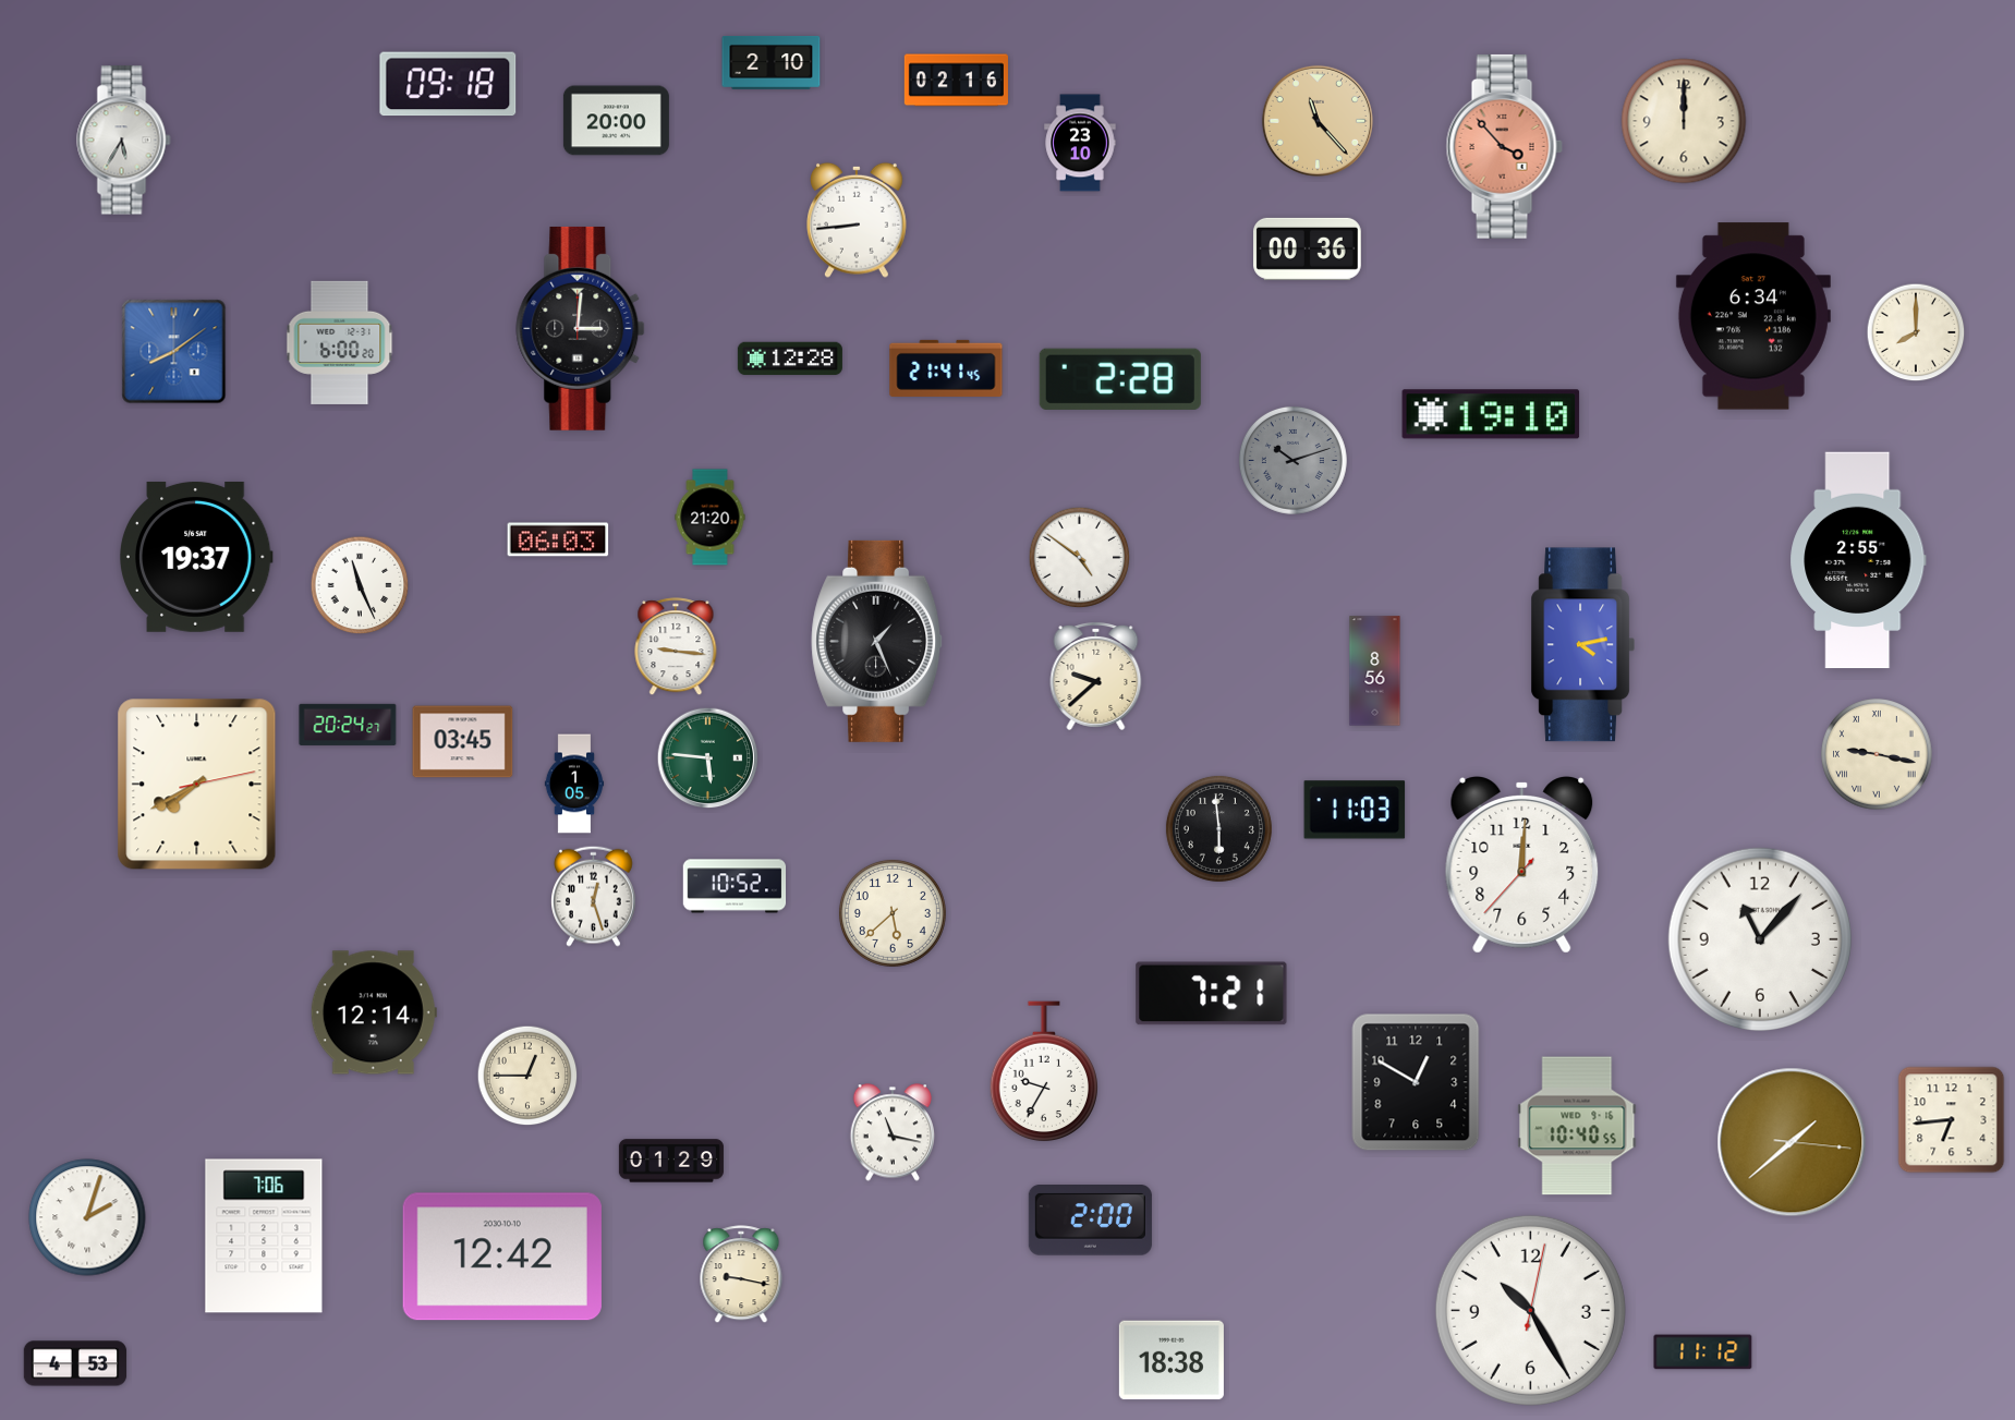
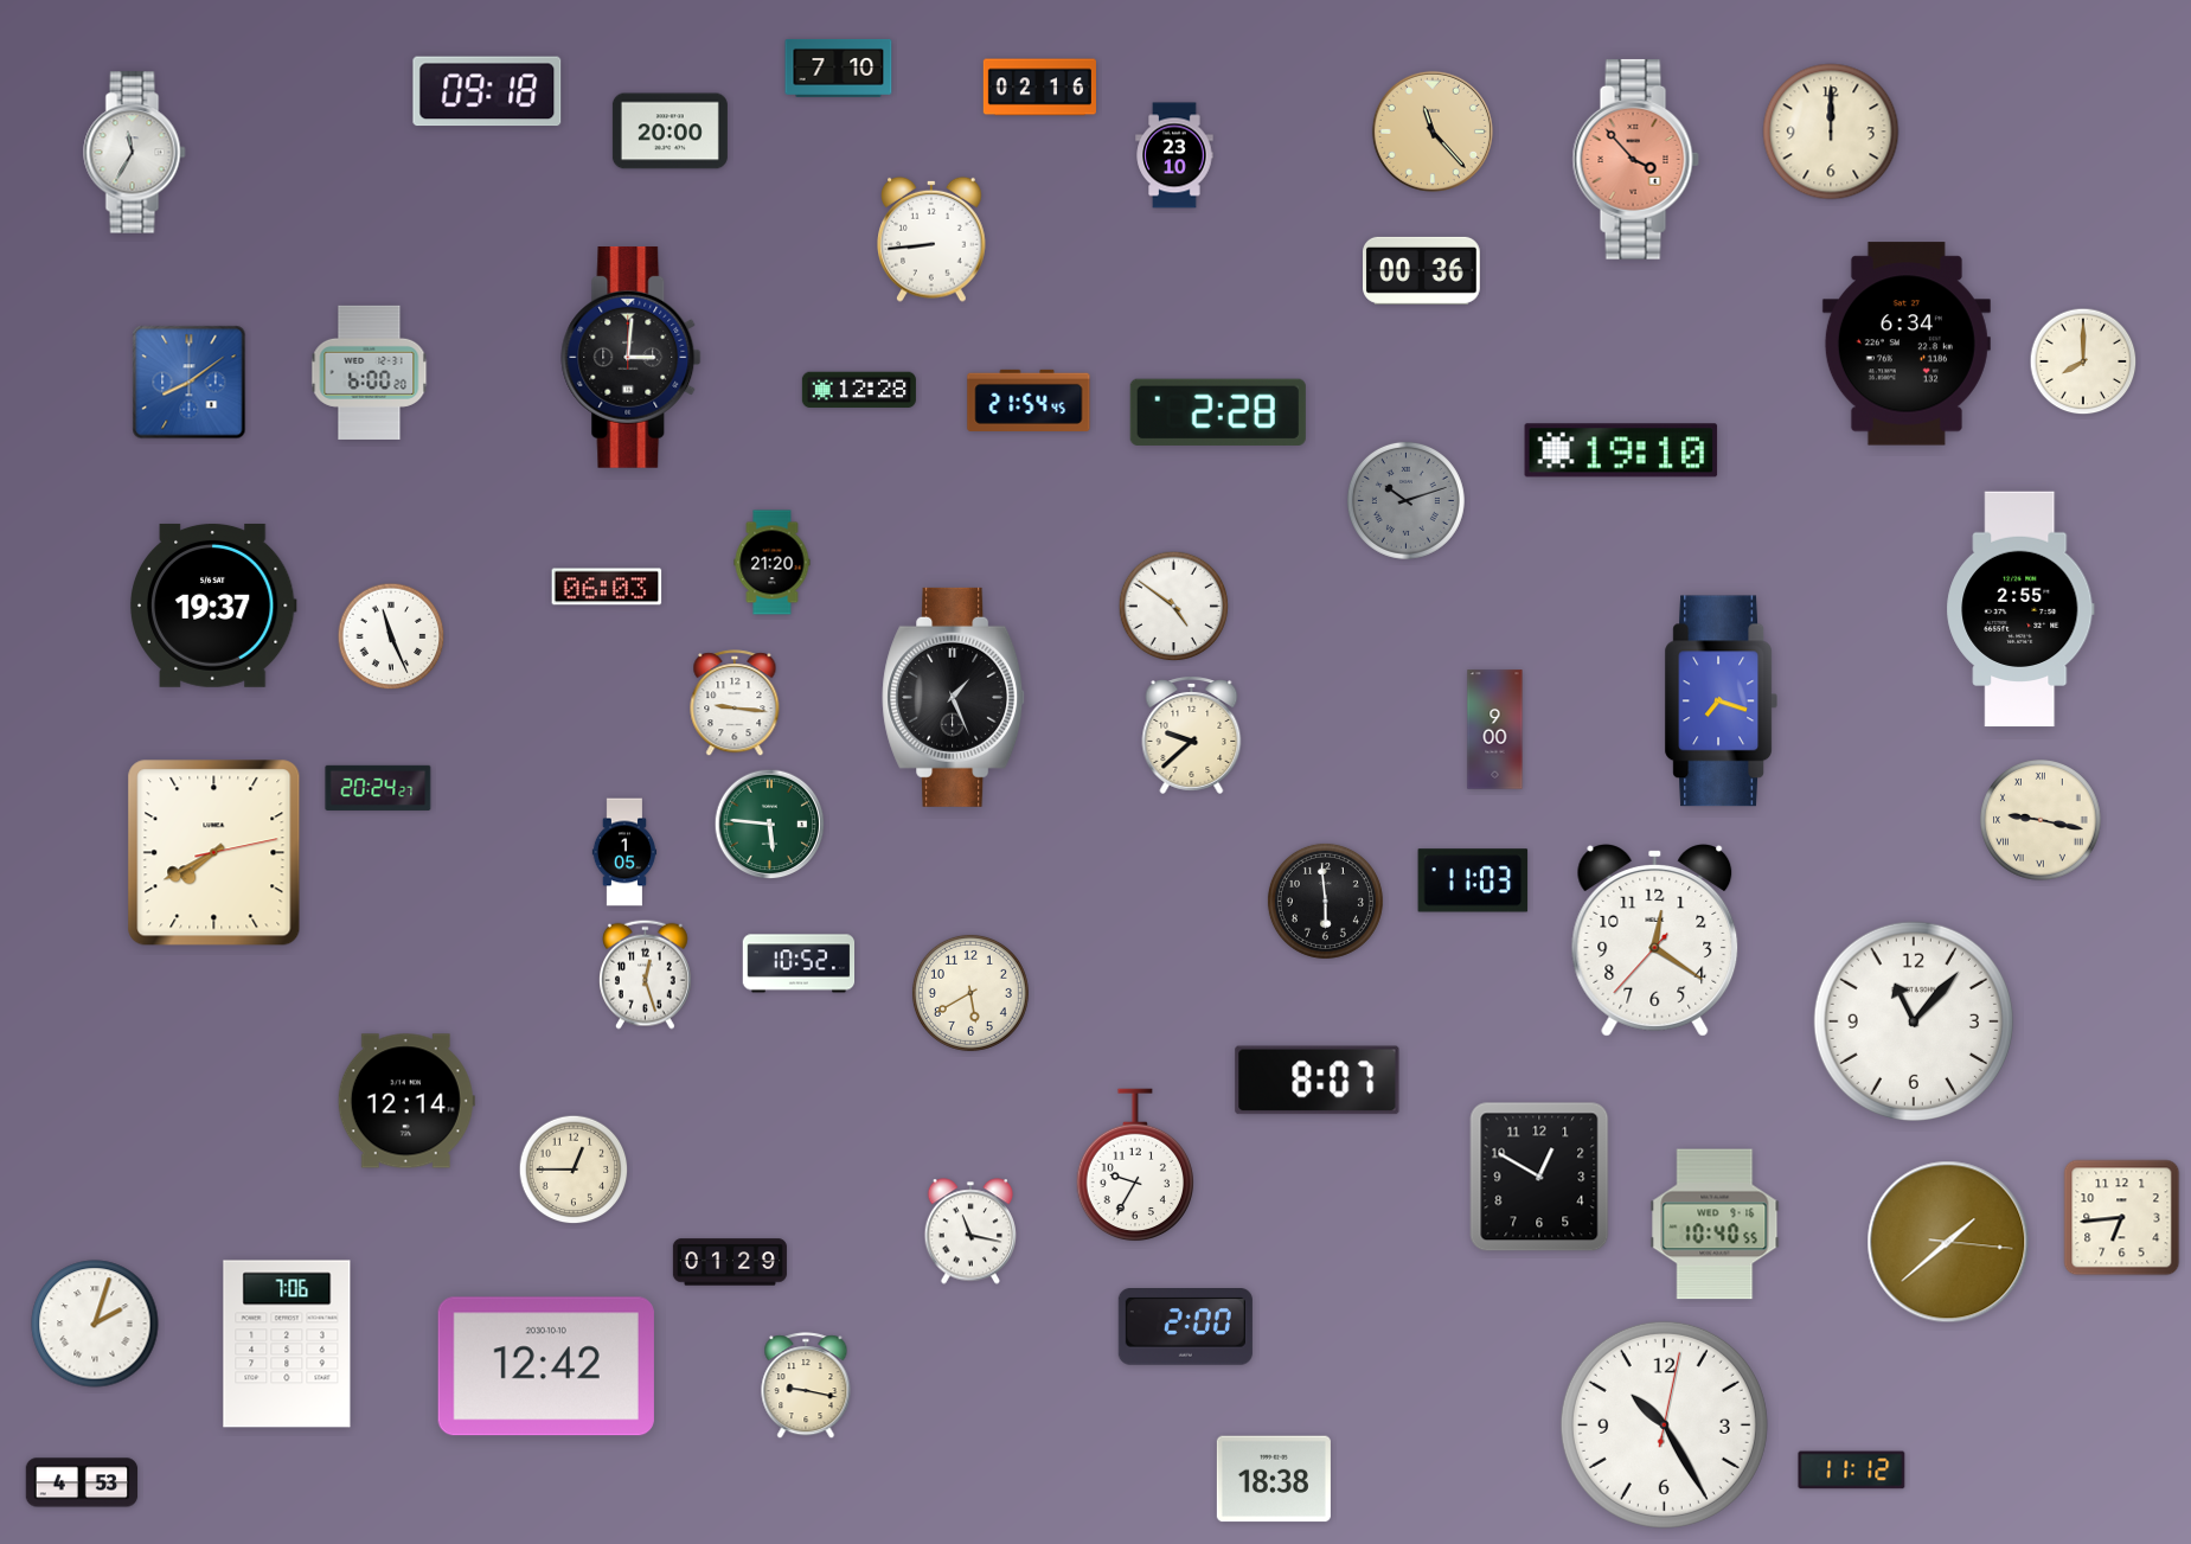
clock at (772, 62): 2:10 -> 7:10
clock at (124, 141): 5:35 -> 11:35
clock at (946, 368): 21:41 -> 21:54
clock at (1582, 645): 4:13 -> 7:18
clock at (1375, 671): 8:56 -> 9:00
clock at (463, 742): 03:45 -> none
clock at (1522, 865): 12:00 -> 12:20
clock at (893, 913): 5:38 -> 5:40
clock at (1212, 994): 7:21 -> 8:07
